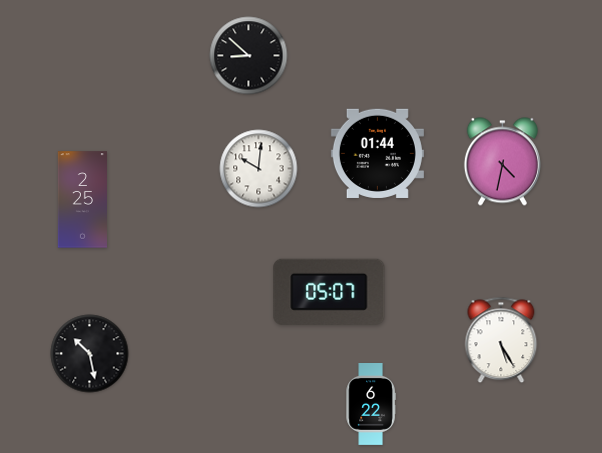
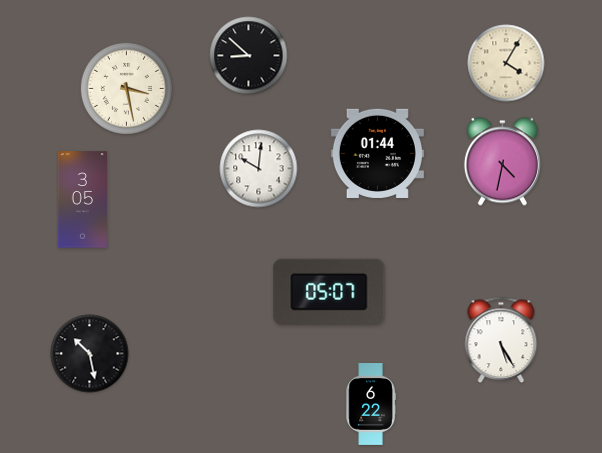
clock at (506, 63): none -> 4:05
clock at (126, 88): none -> 3:28
clock at (82, 200): 2:25 -> 3:05
